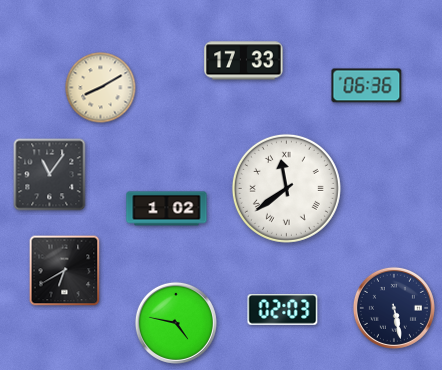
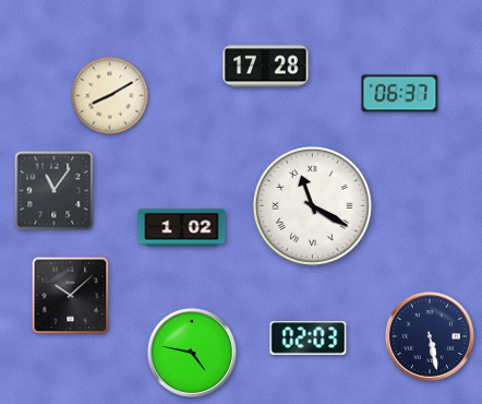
clock at (244, 61): 17:33 -> 17:28
clock at (367, 86): 06:36 -> 06:37
clock at (286, 188): 11:39 -> 11:20
clock at (65, 271): 6:40 -> 10:08
